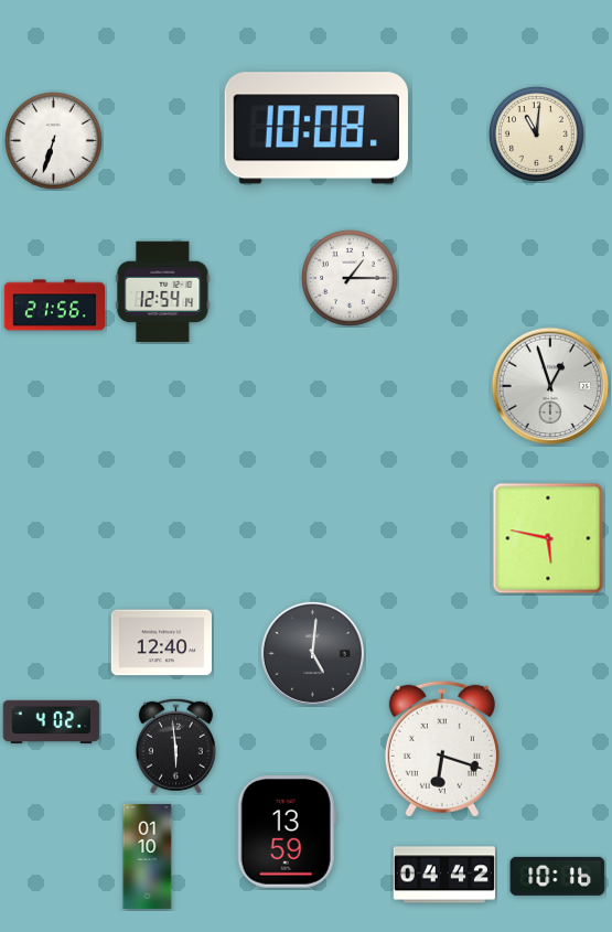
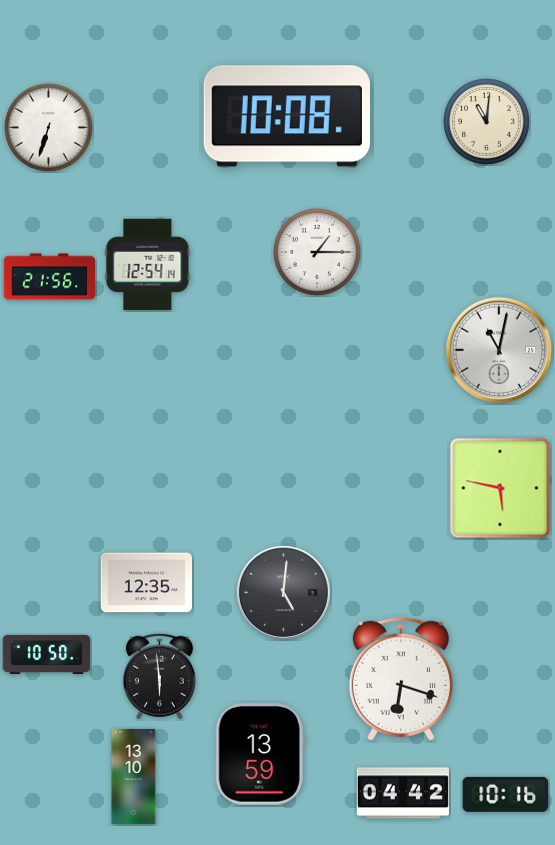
clock at (550, 386): 12:57 -> 11:02
clock at (548, 538) position: (548, 538) -> (500, 488)
clock at (161, 643): 12:40 -> 12:35
clock at (52, 722): 4:02 -> 10:50
clock at (148, 856): 01:10 -> 13:10
